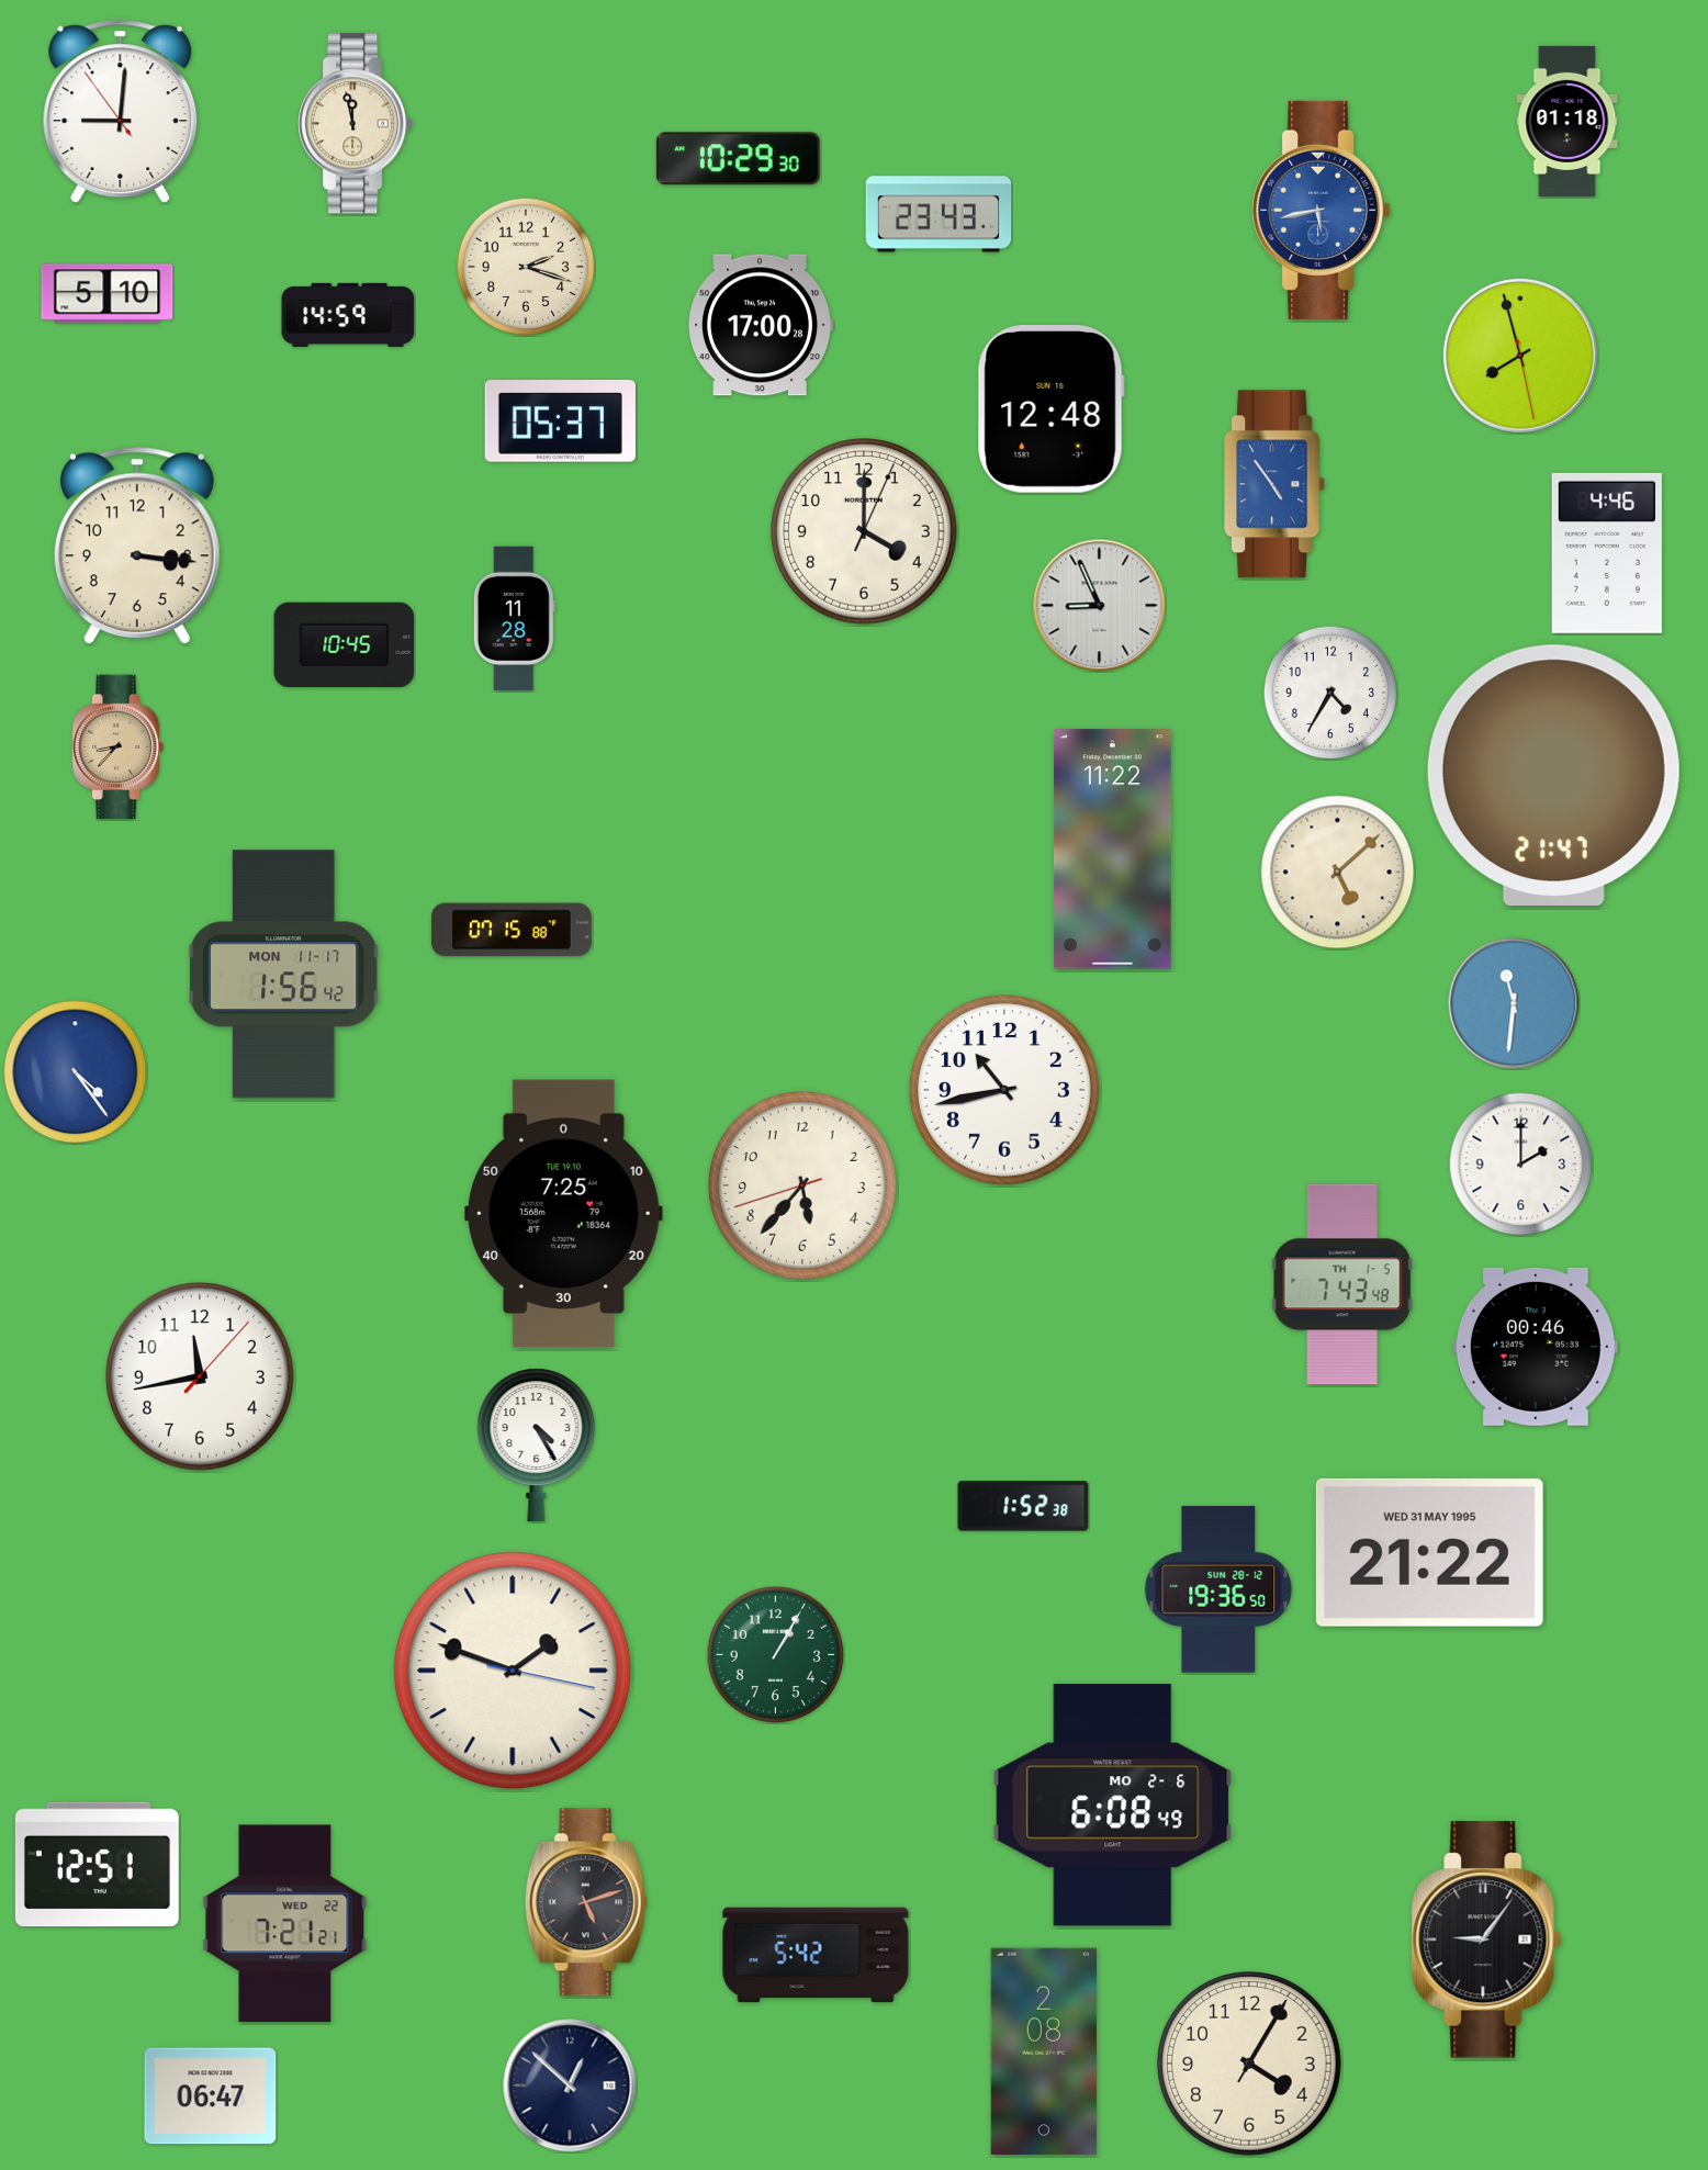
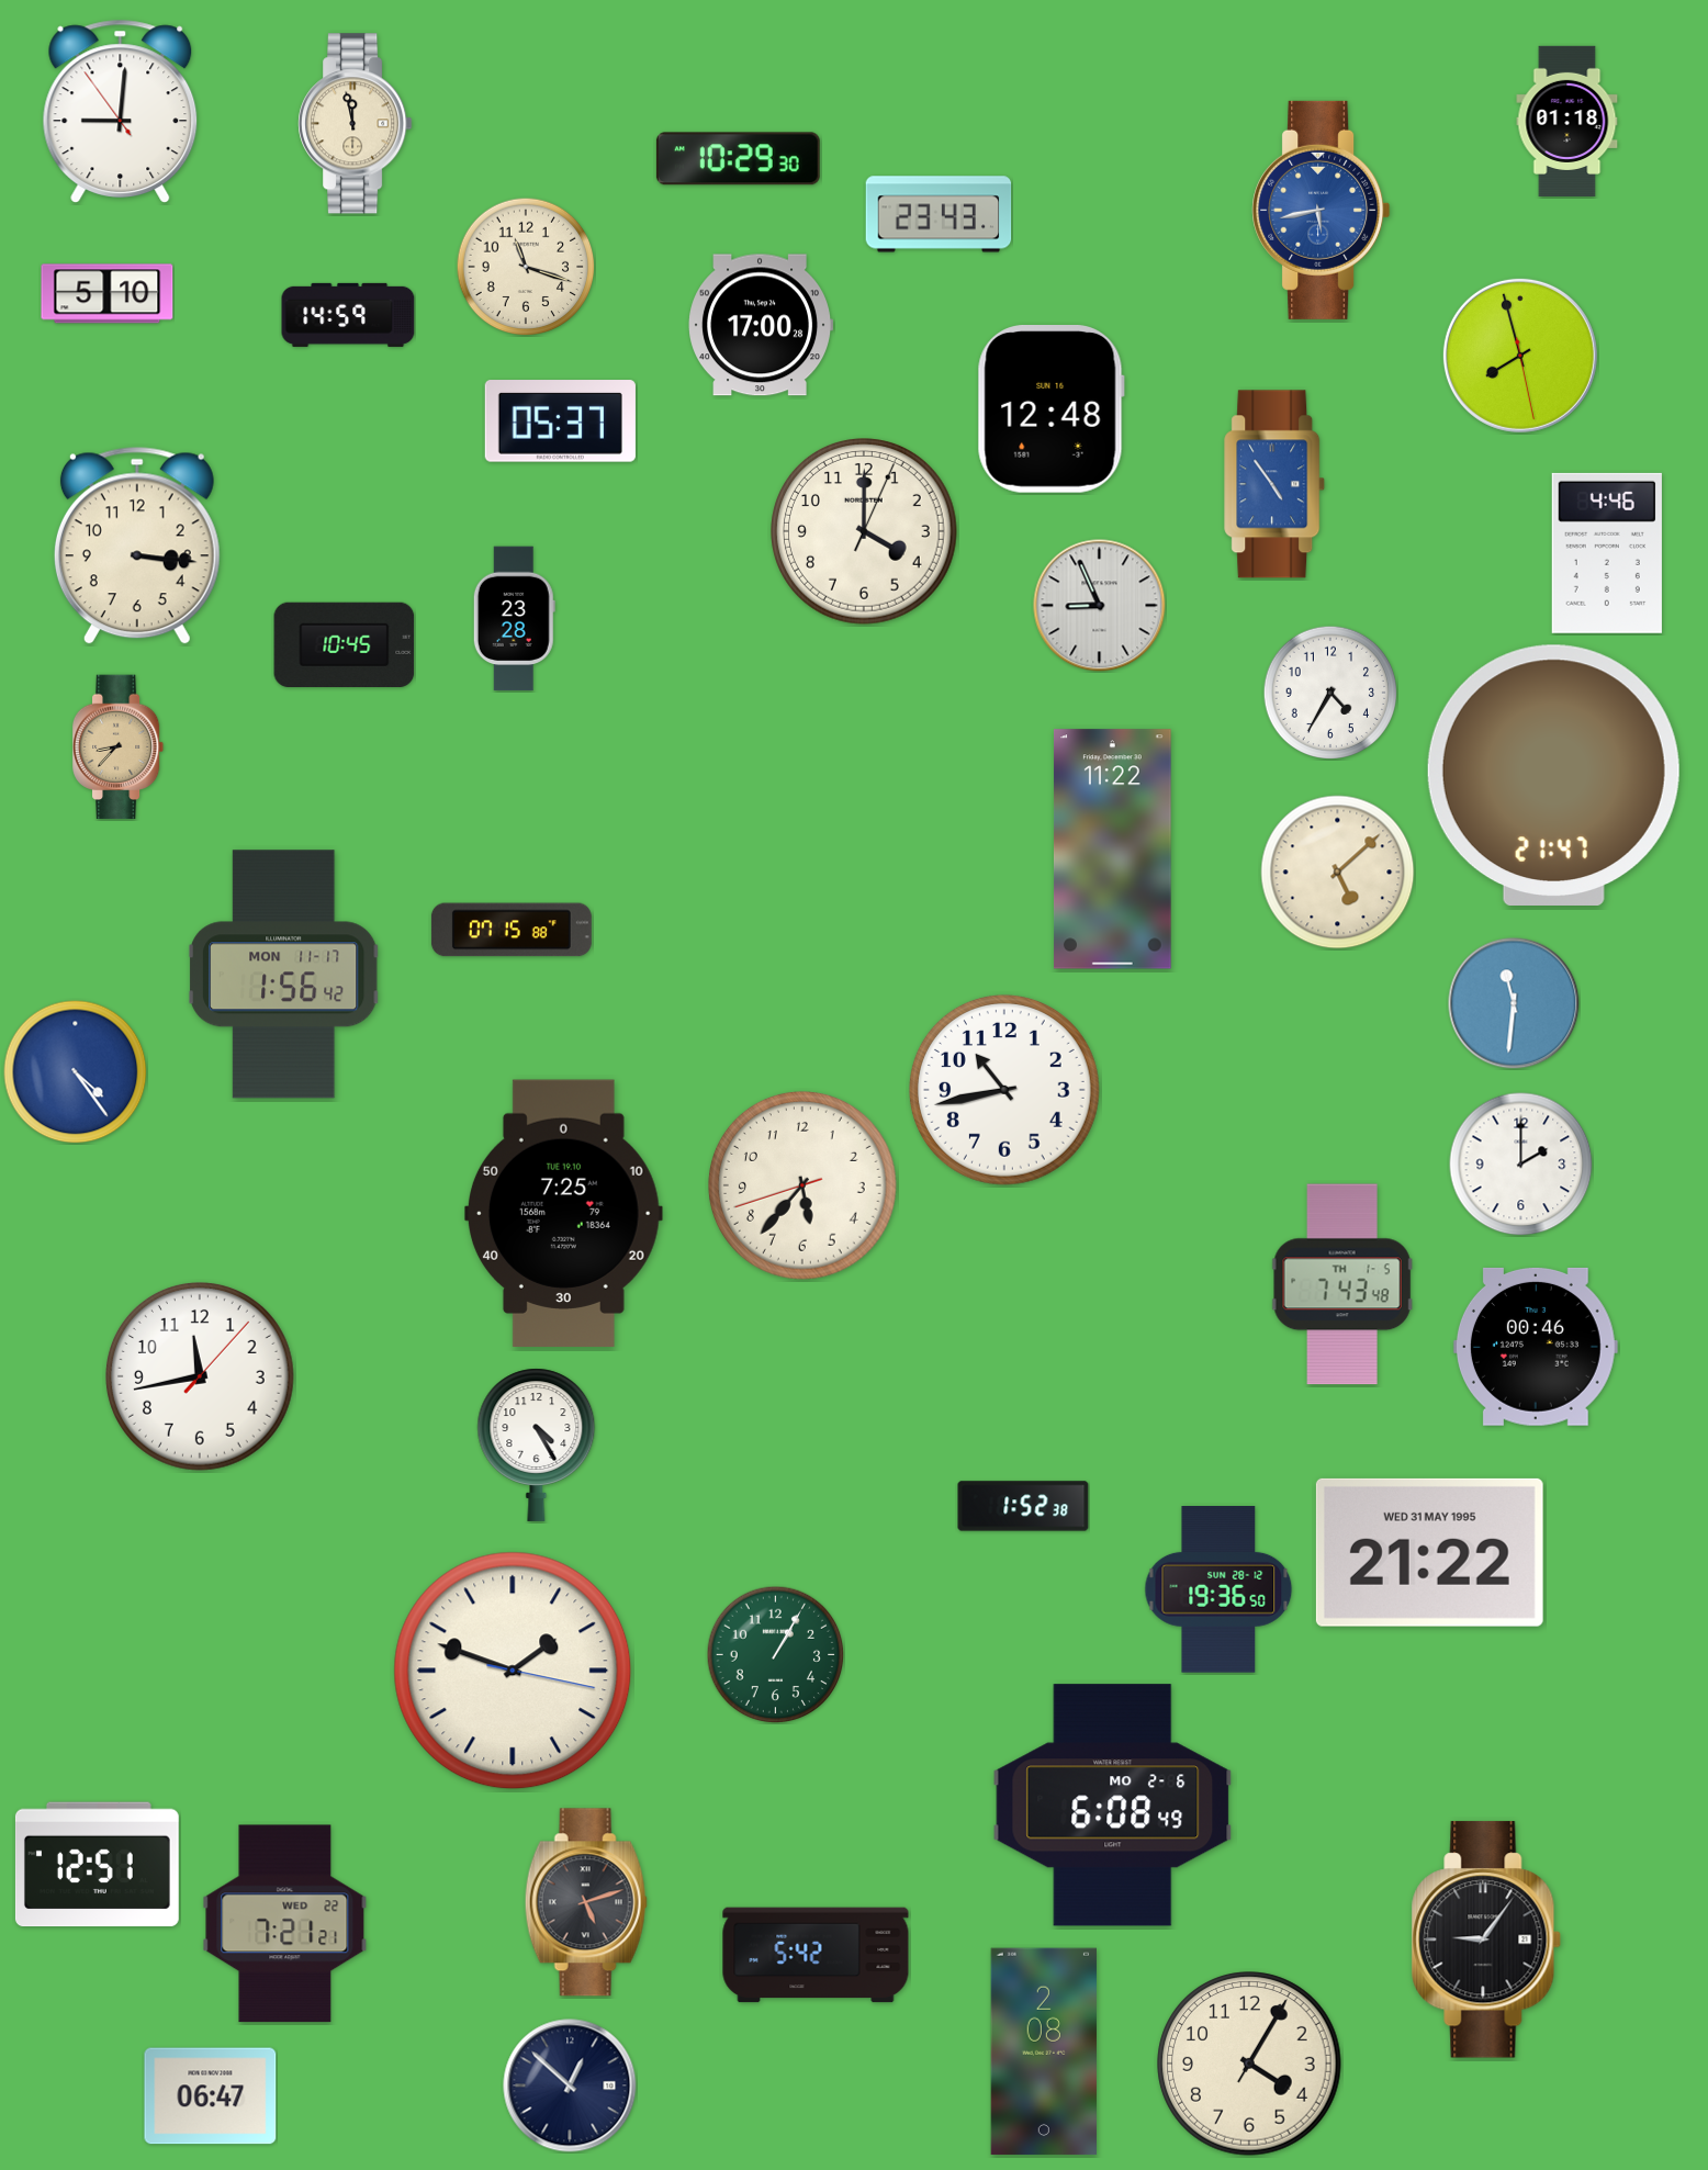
clock at (526, 267): 2:18 -> 11:18
clock at (514, 619): 11:28 -> 23:28
